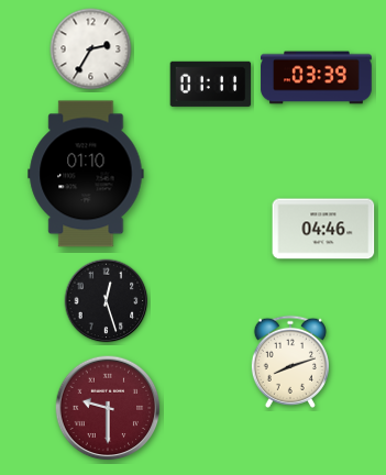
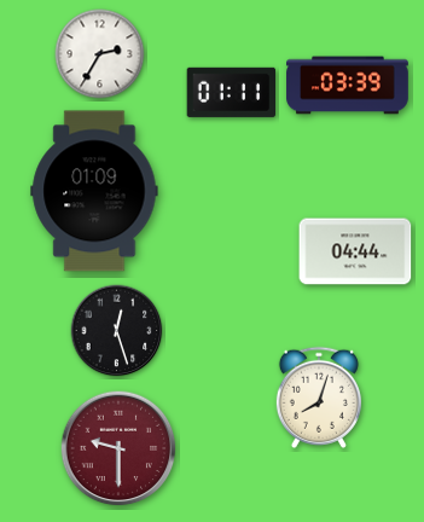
clock at (86, 174): 01:10 -> 01:09
clock at (323, 229): 04:46 -> 04:44
clock at (290, 362): 8:12 -> 8:03
